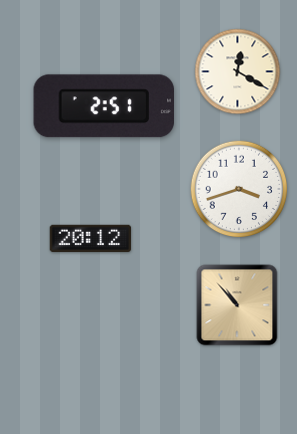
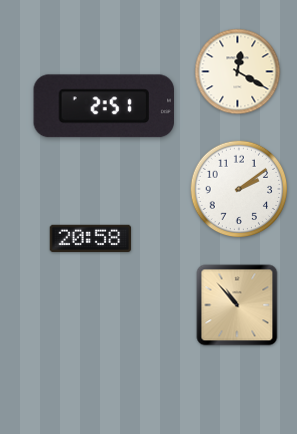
clock at (239, 189): 3:42 -> 2:09
clock at (91, 239): 20:12 -> 20:58
